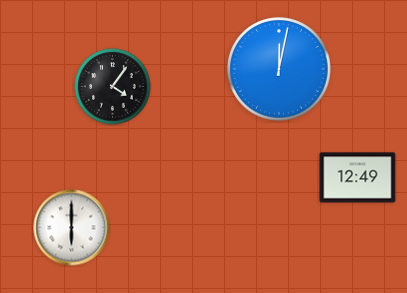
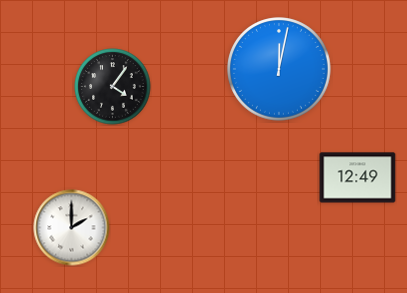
clock at (72, 228): 6:00 -> 2:00
